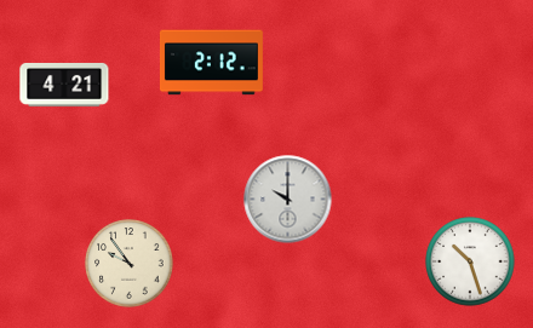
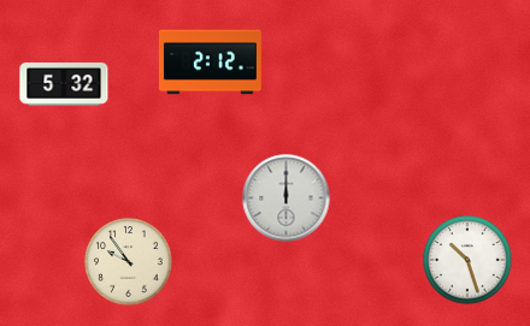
clock at (64, 85): 4:21 -> 5:32
clock at (288, 200): 10:00 -> 12:00
